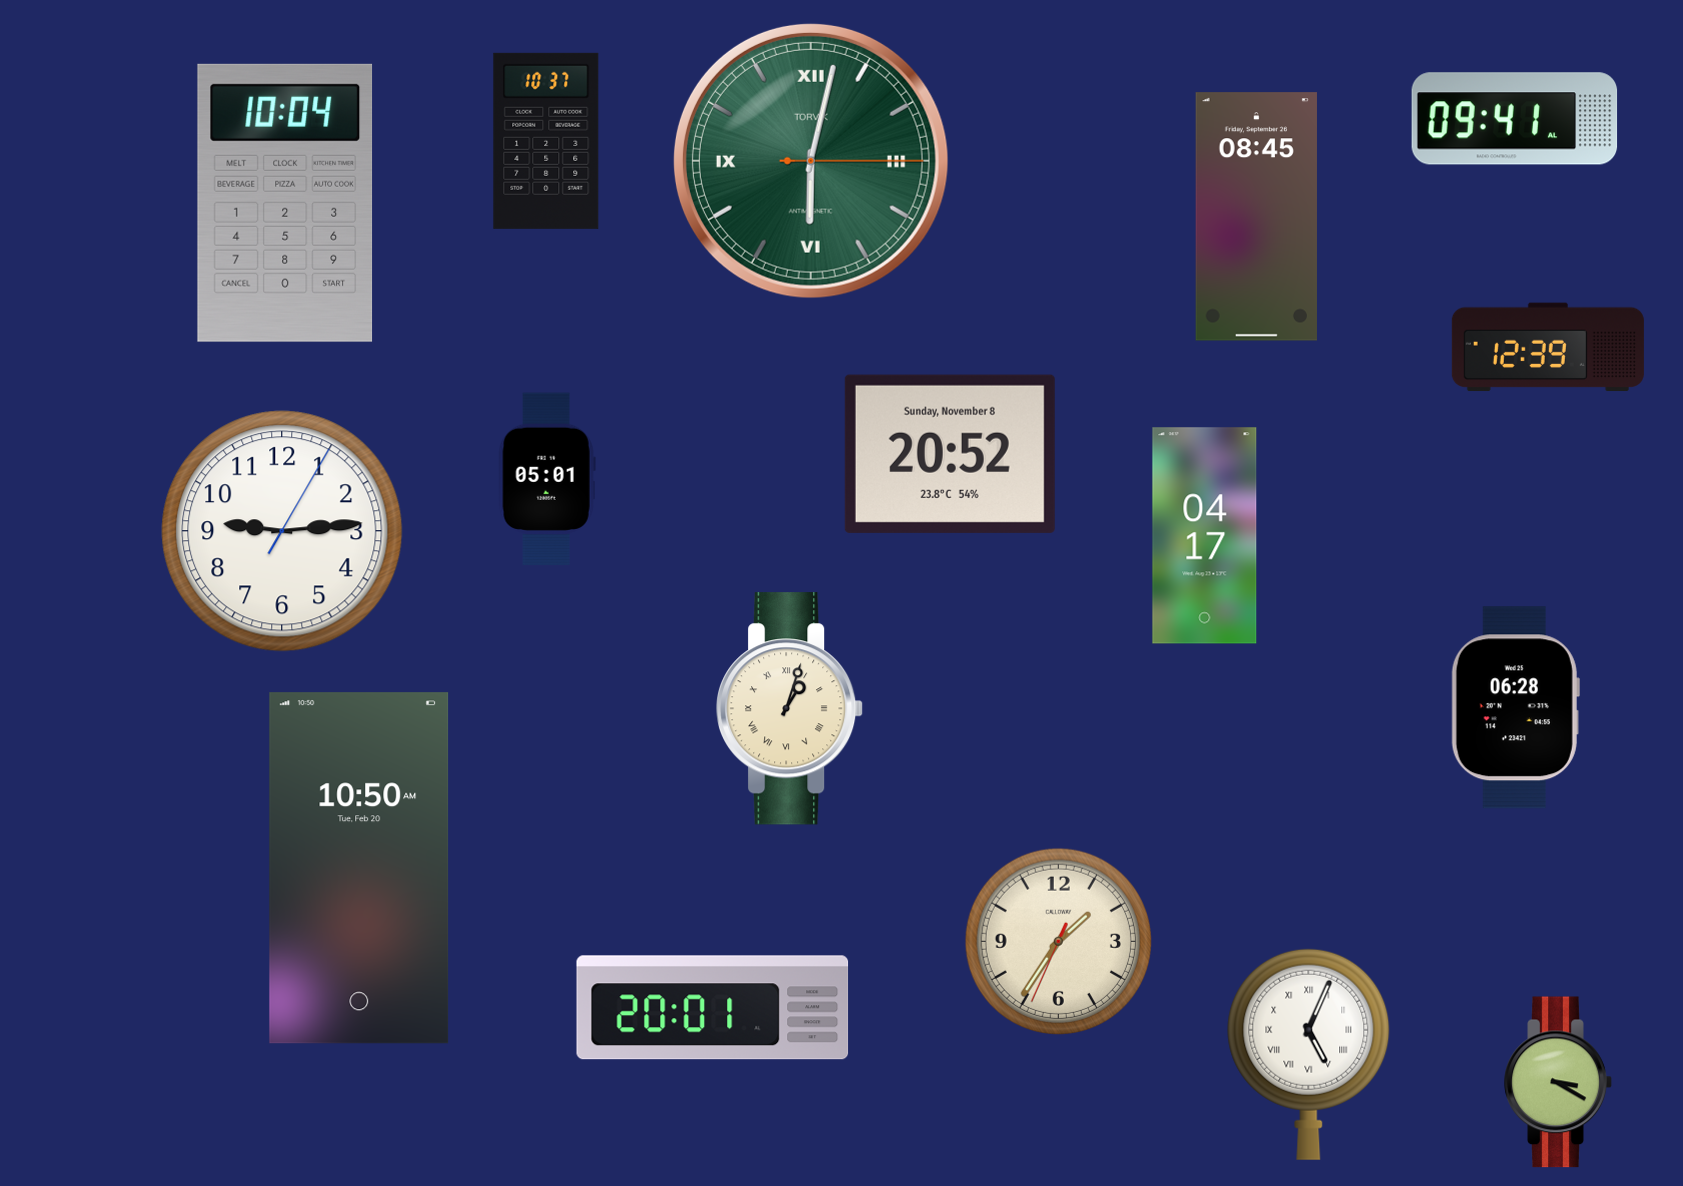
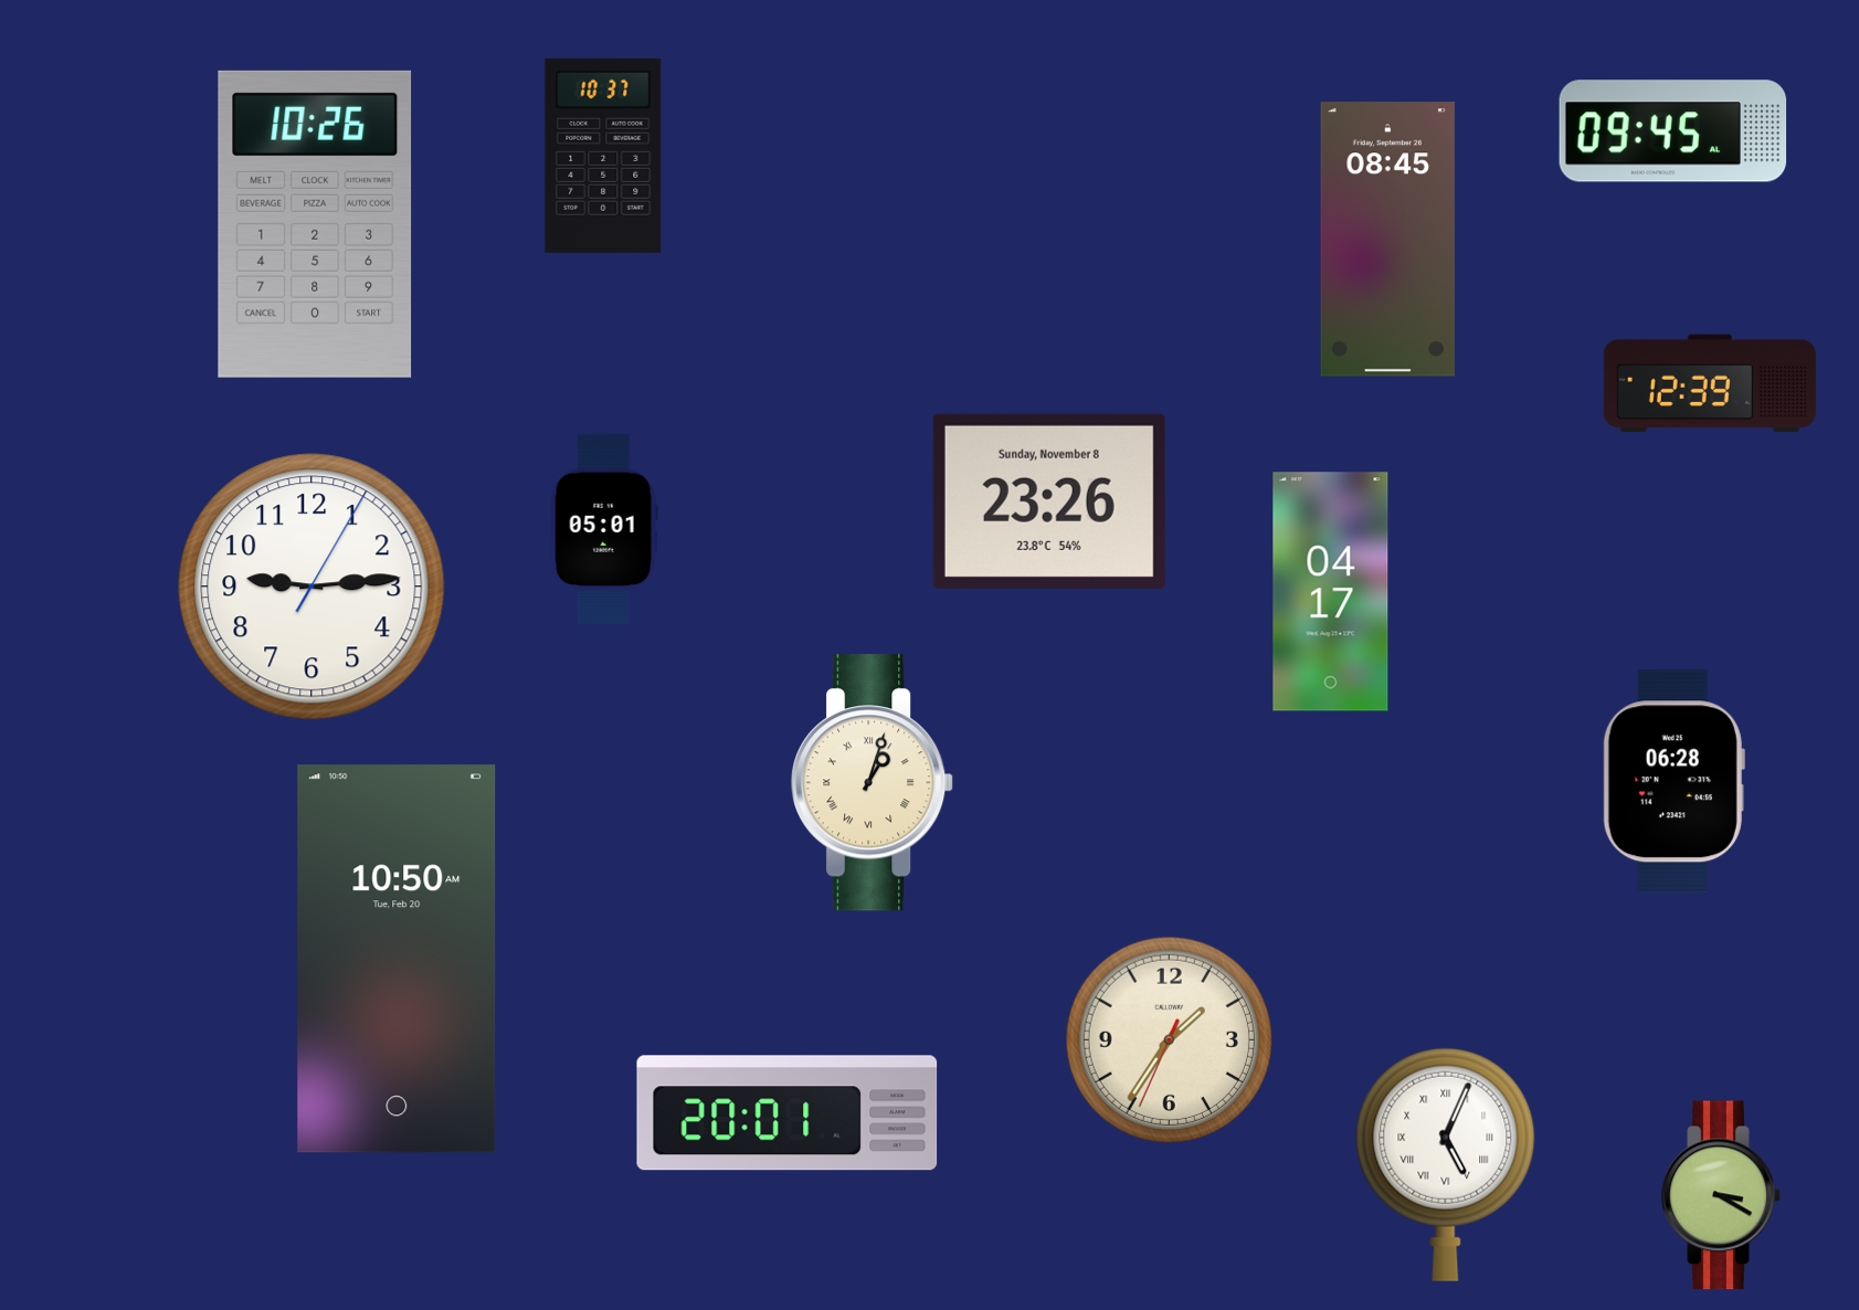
clock at (1515, 119): 09:41 -> 09:45
clock at (811, 161): 6:02 -> none
clock at (285, 203): 10:04 -> 10:26
clock at (950, 454): 20:52 -> 23:26
